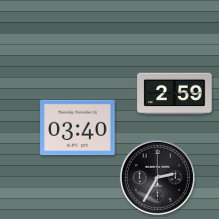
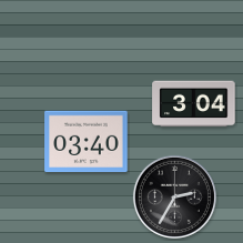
clock at (175, 94): 2:59 -> 3:04
